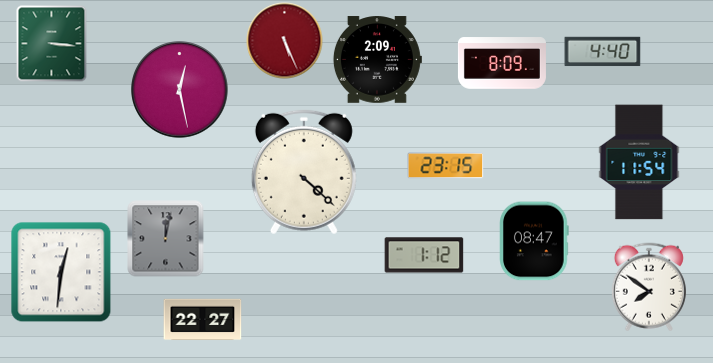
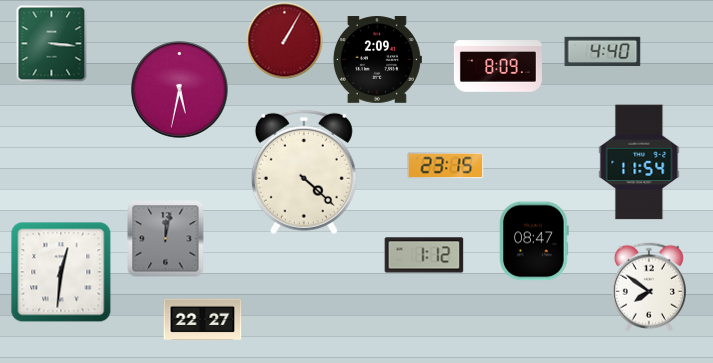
clock at (285, 41): 5:26 -> 1:05
clock at (502, 63) position: (502, 63) -> (498, 66)
clock at (180, 90): 12:28 -> 5:32
